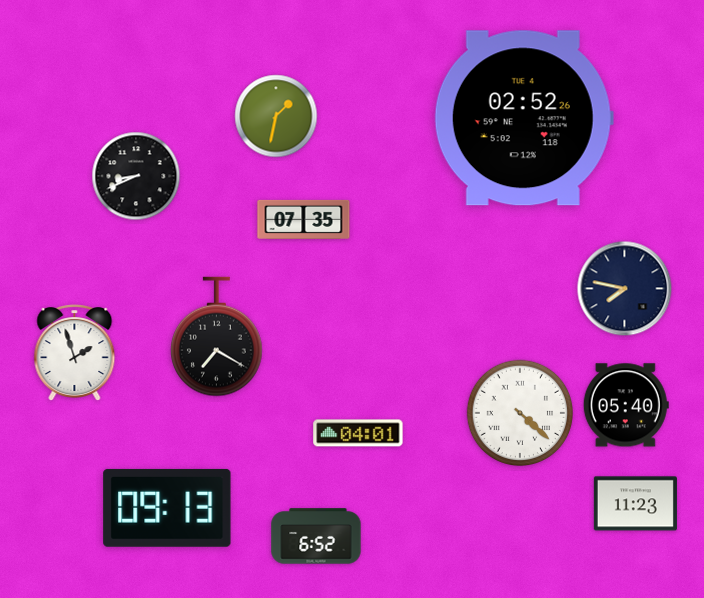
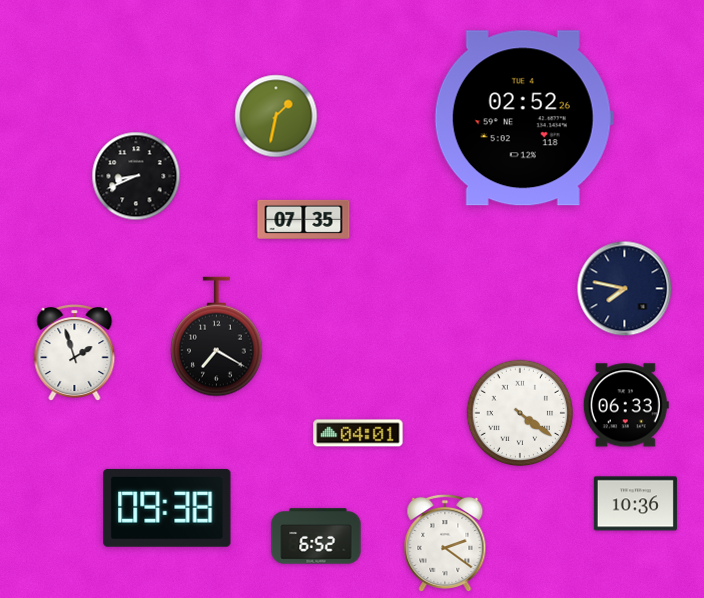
clock at (626, 405): 05:40 -> 06:33
clock at (519, 412): 4:22 -> 4:21
clock at (635, 504): 11:23 -> 10:36
clock at (167, 508): 09:13 -> 09:38
clock at (445, 542): none -> 2:21
